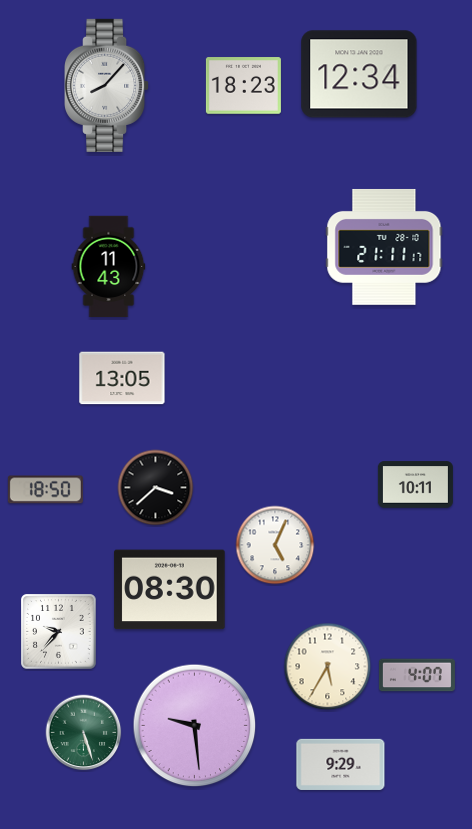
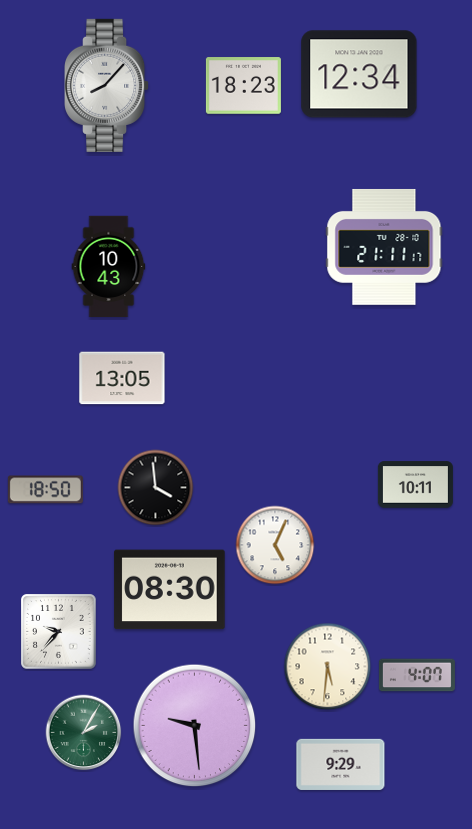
clock at (109, 267): 11:43 -> 10:43
clock at (156, 488): 3:38 -> 3:59
clock at (328, 667): 5:35 -> 5:31
clock at (84, 733): 5:27 -> 2:05
